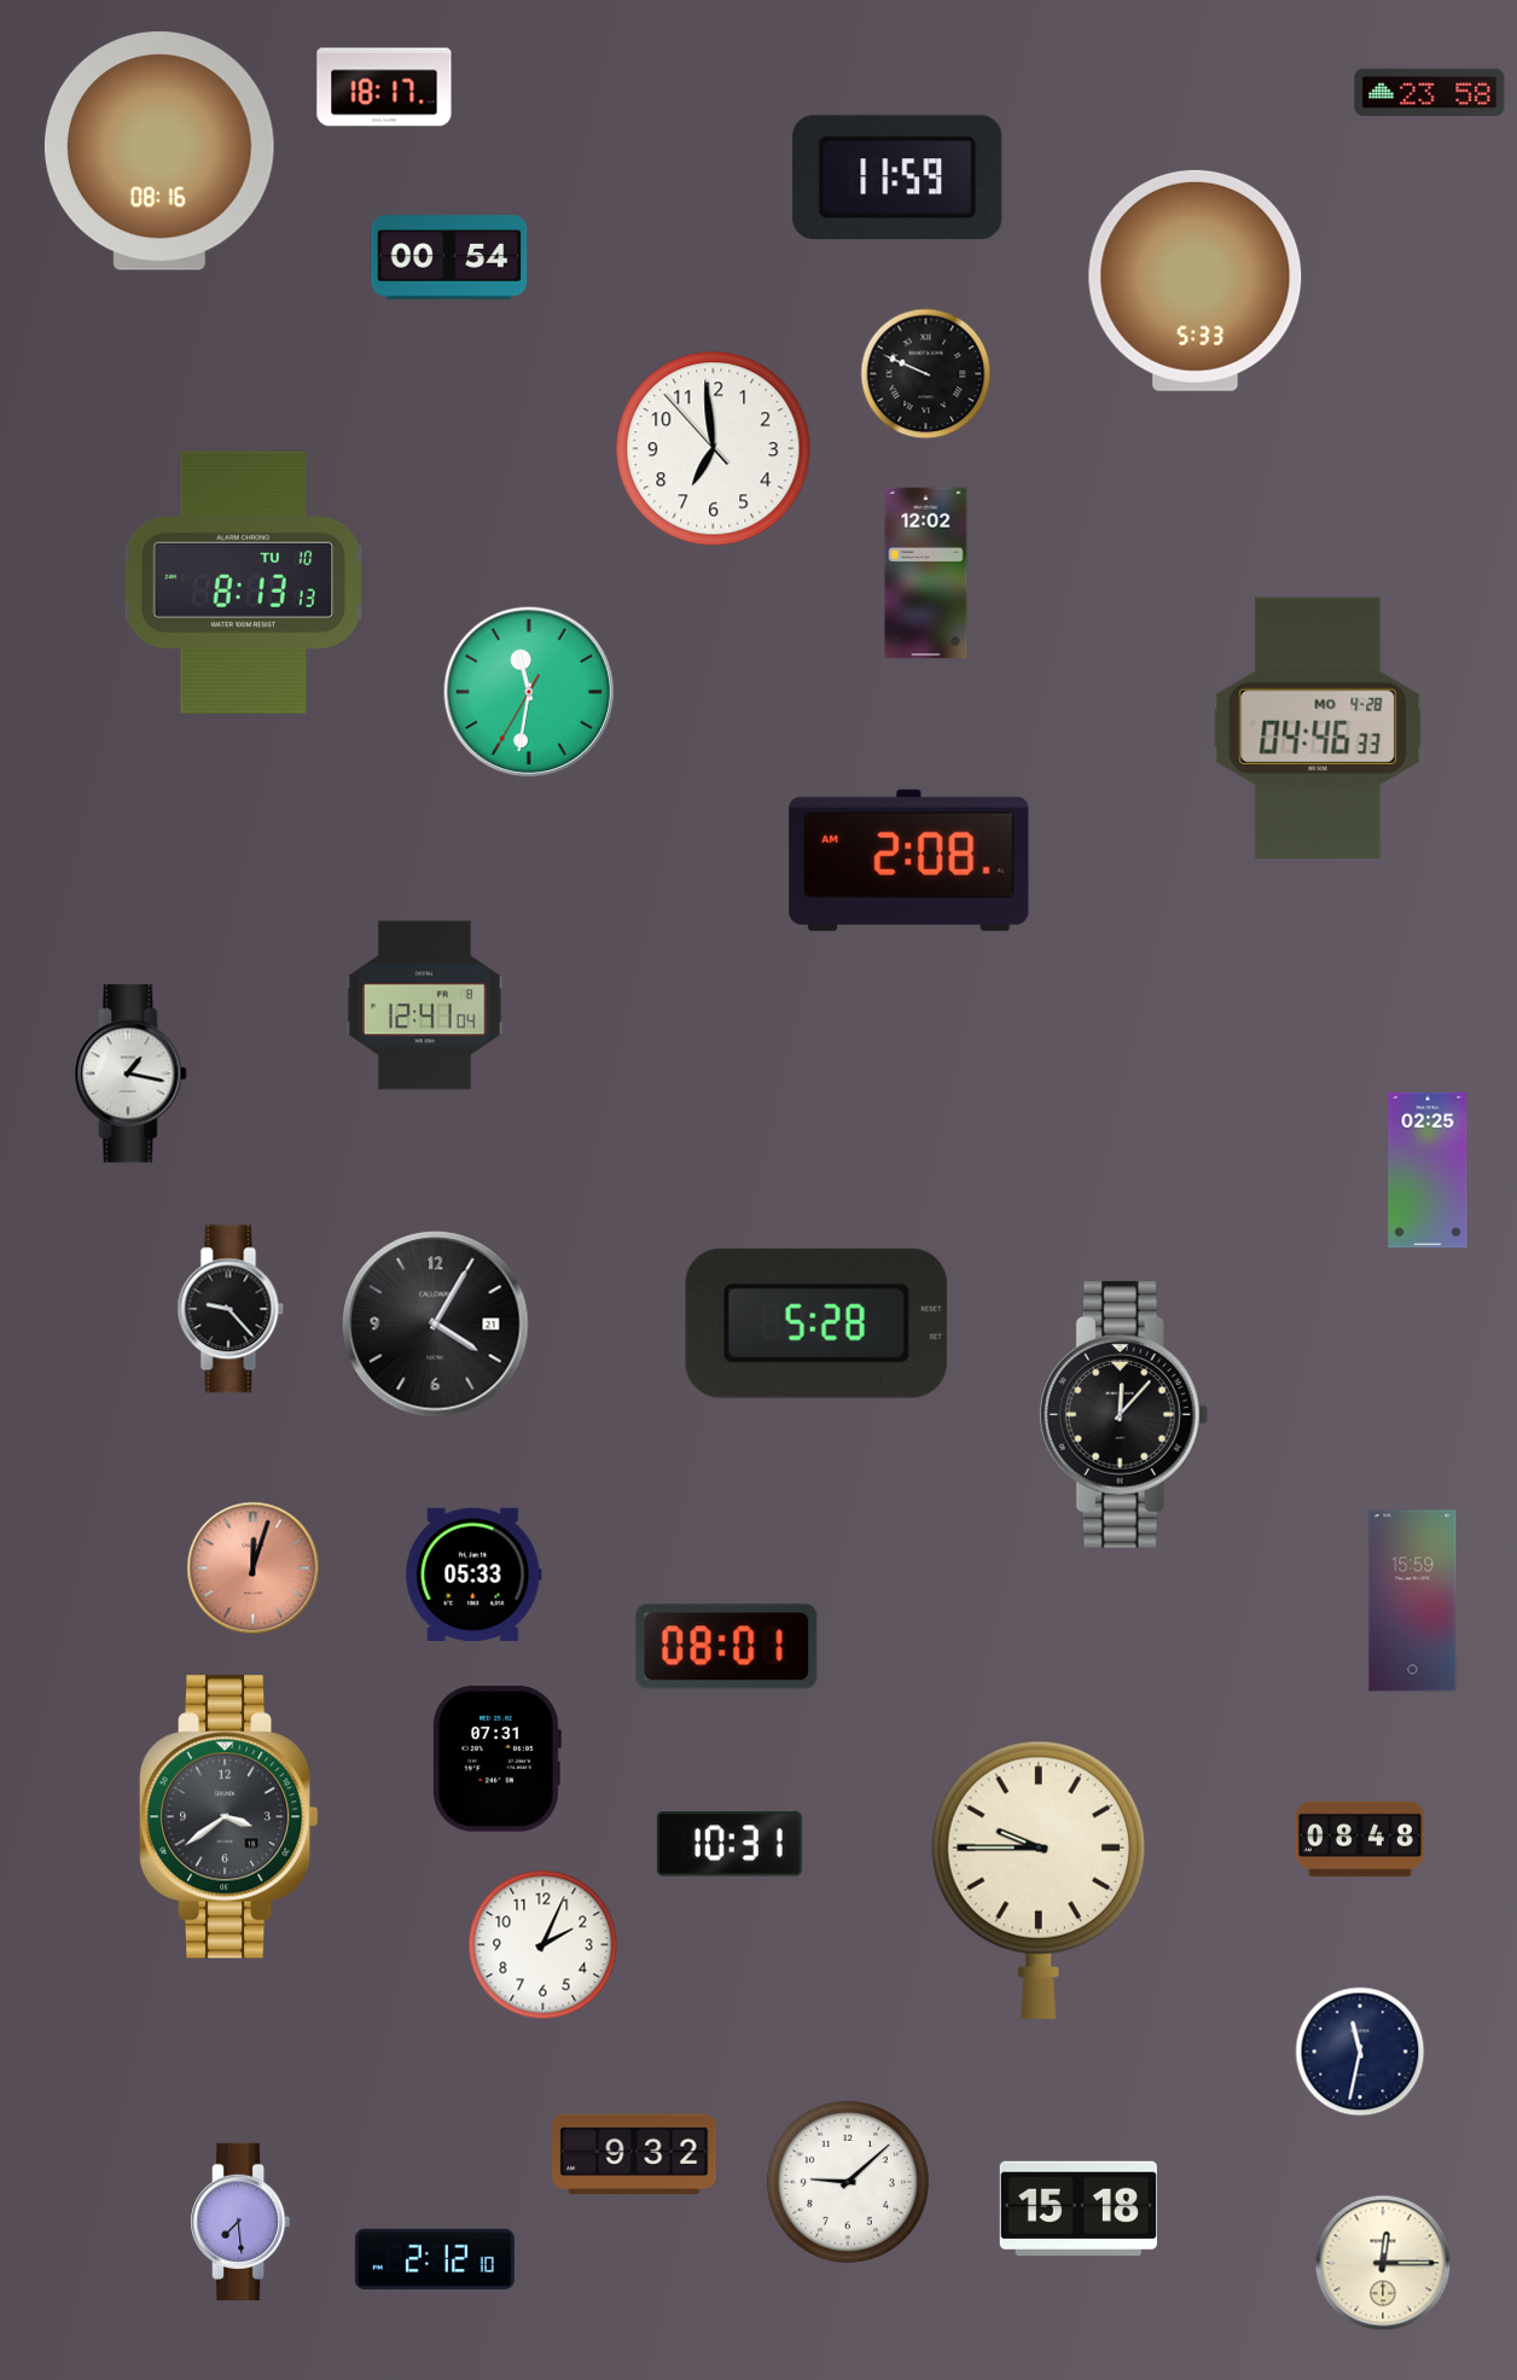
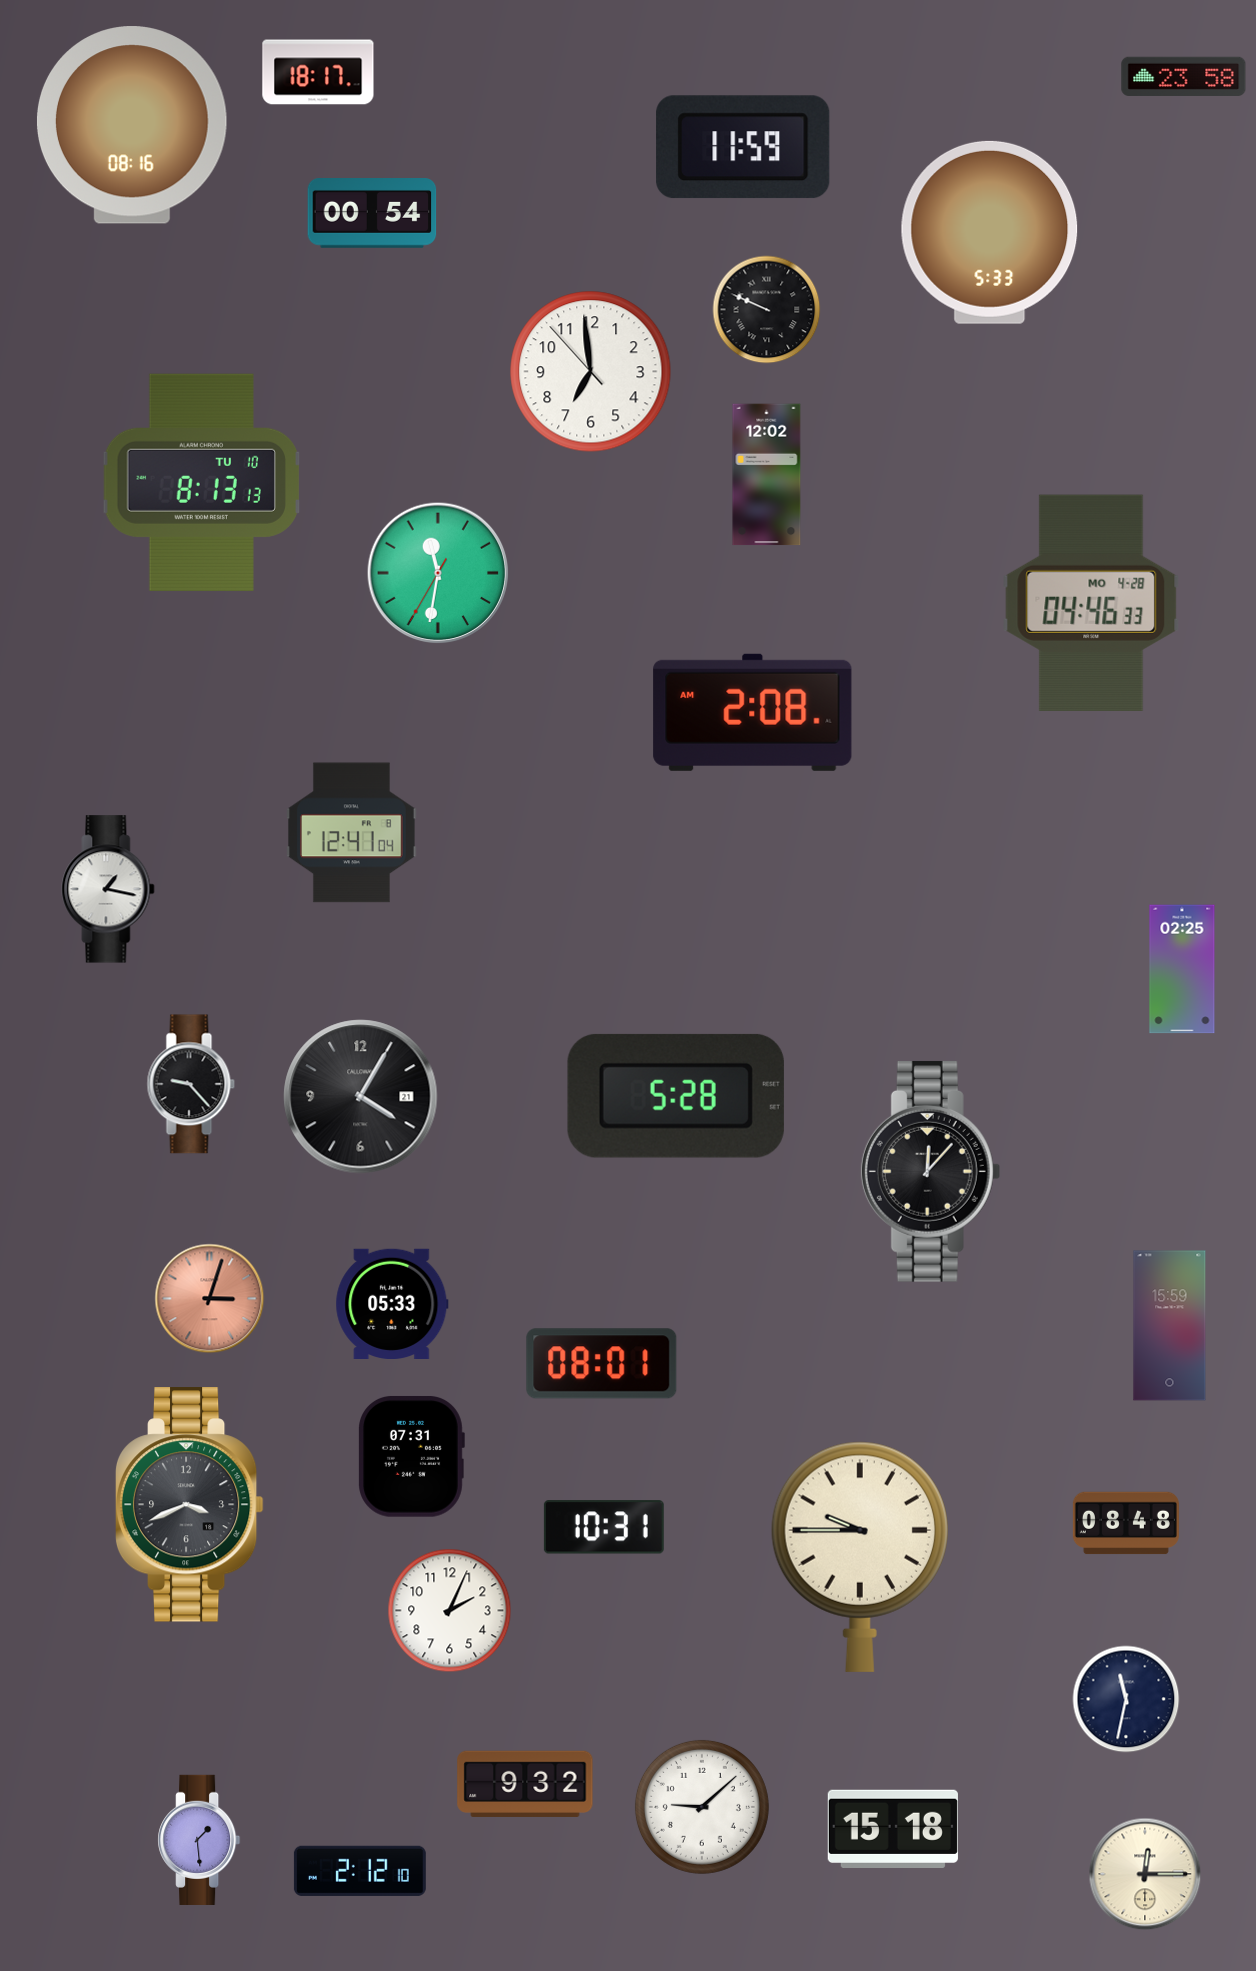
clock at (254, 1569): 12:03 -> 3:03
clock at (228, 1817): 3:39 -> 3:41
clock at (240, 2222): 7:29 -> 1:29
